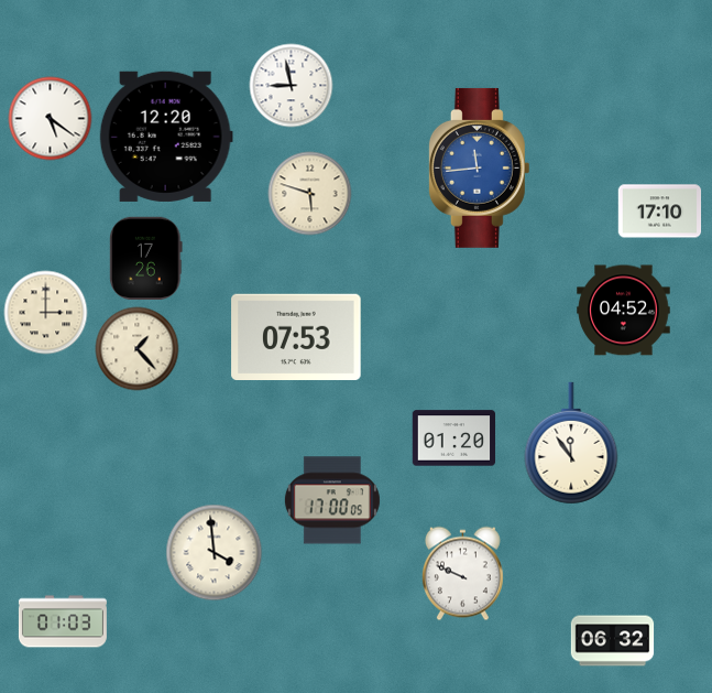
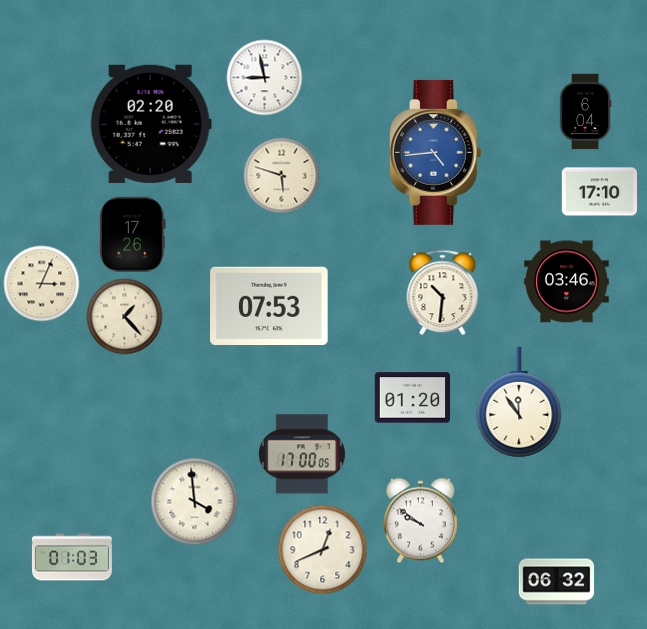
clock at (51, 119): 5:21 -> none
clock at (585, 112): none -> 6:04
clock at (166, 137): 12:20 -> 02:20
clock at (479, 167): 11:44 -> 4:44
clock at (624, 311): 04:52 -> 03:46
clock at (46, 313): 3:00 -> 3:04
clock at (443, 293): none -> 10:31
clock at (462, 574): 9:49 -> 9:51
clock at (323, 550): none -> 12:41
clock at (63, 621) position: (63, 621) -> (72, 557)
